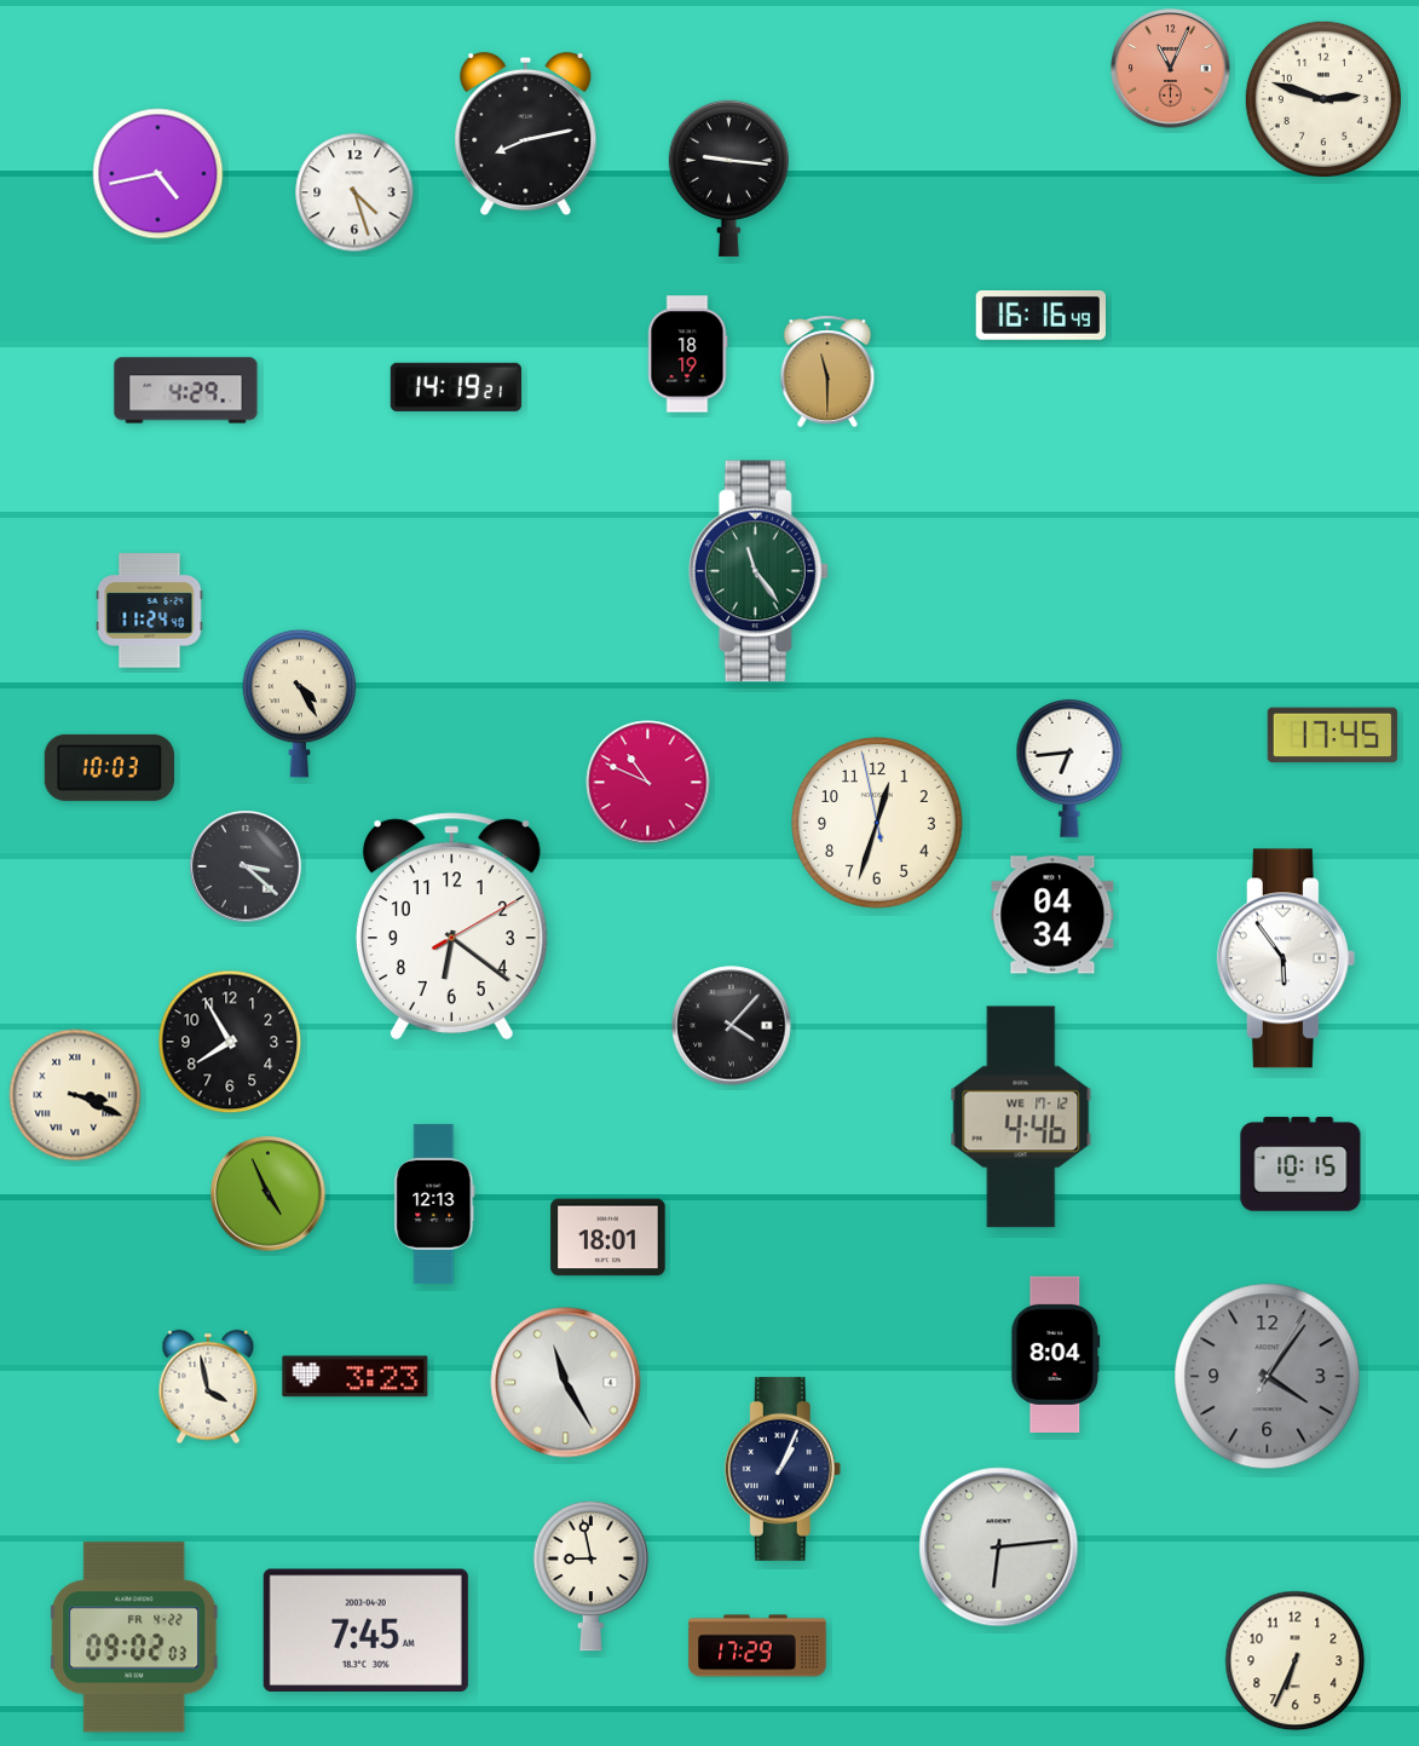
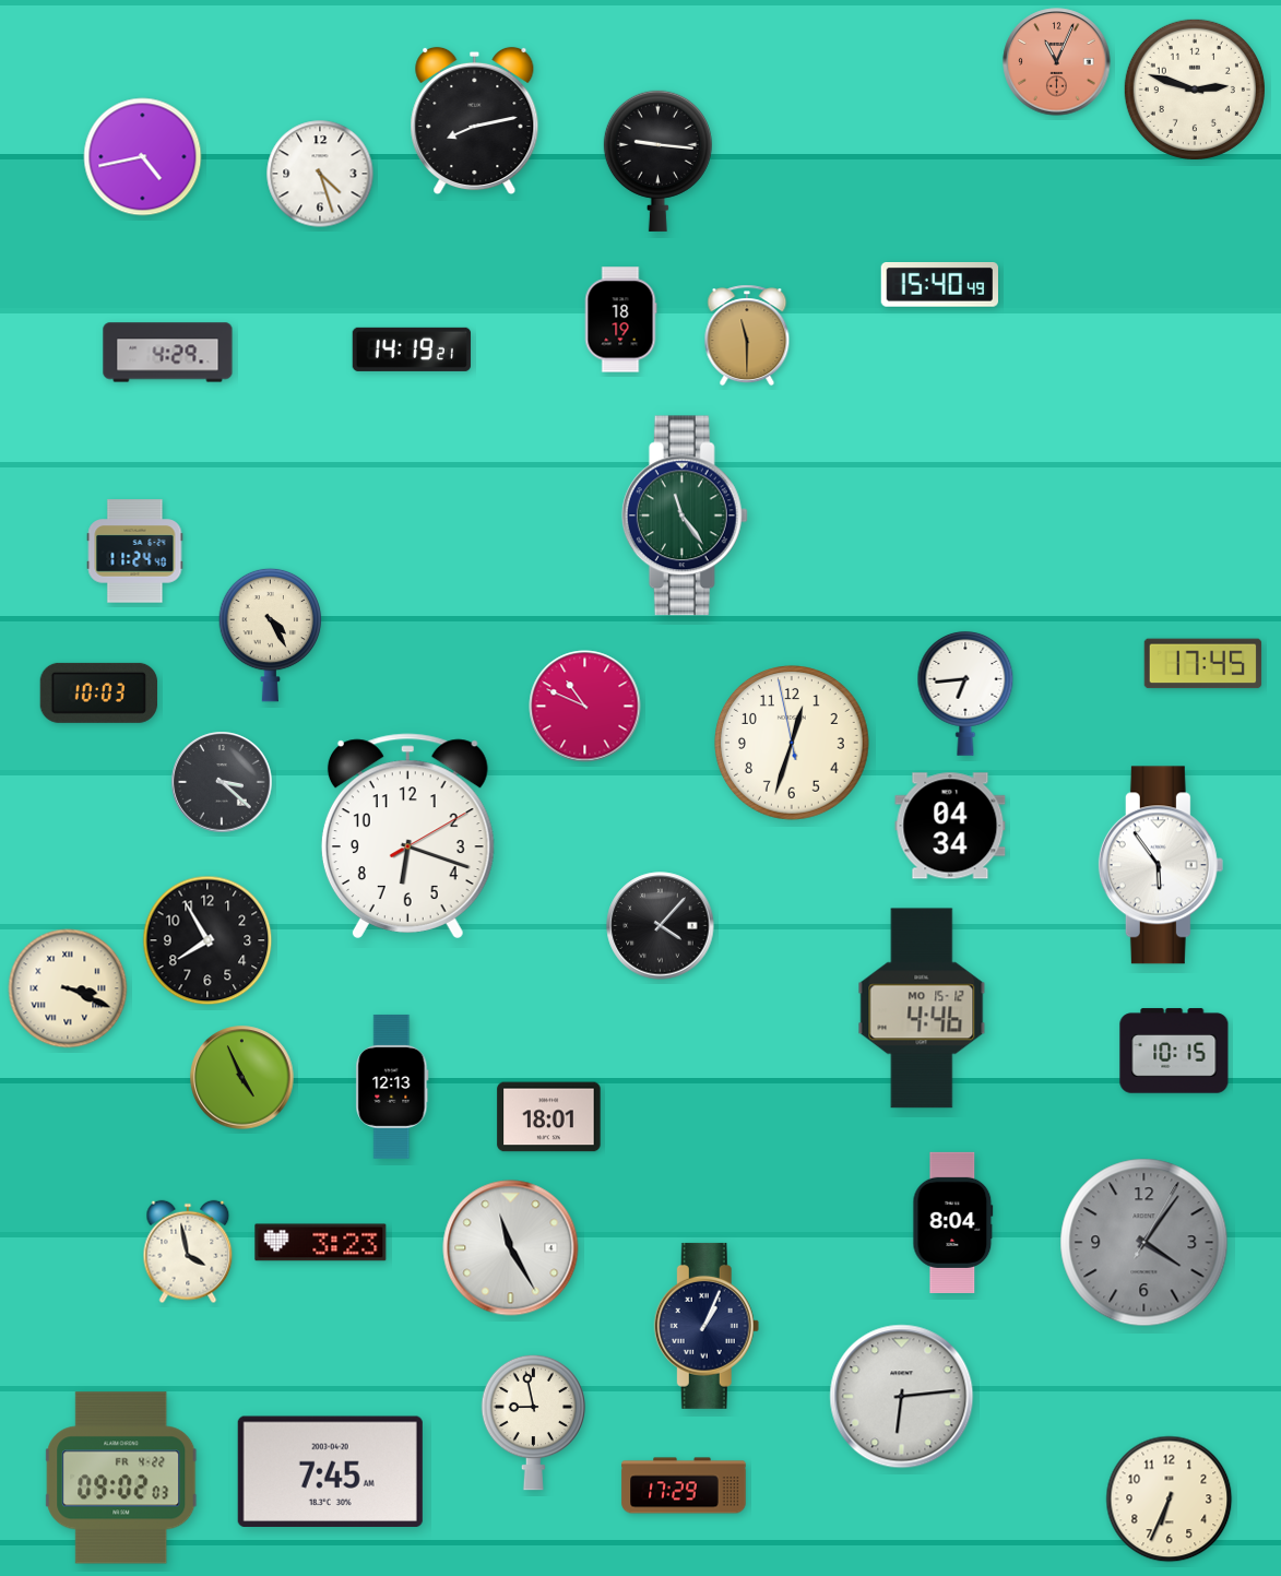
clock at (1040, 316): 16:16 -> 15:40
clock at (451, 926): 6:21 -> 6:18
clock at (1021, 1117) date: WE 17-12 -> MO 15-12
